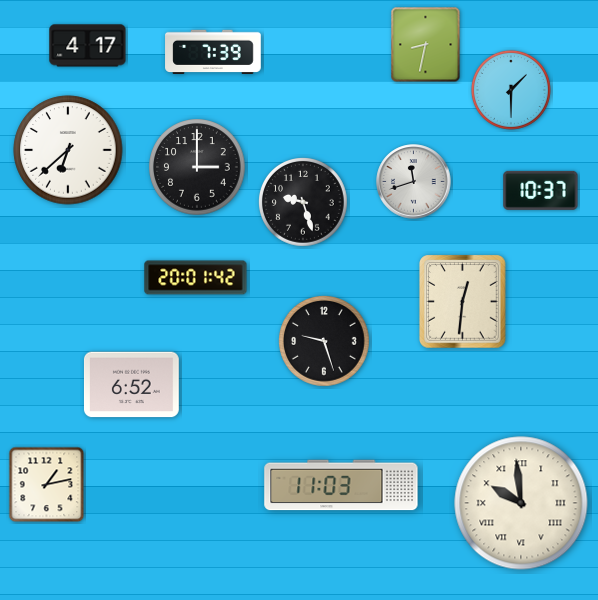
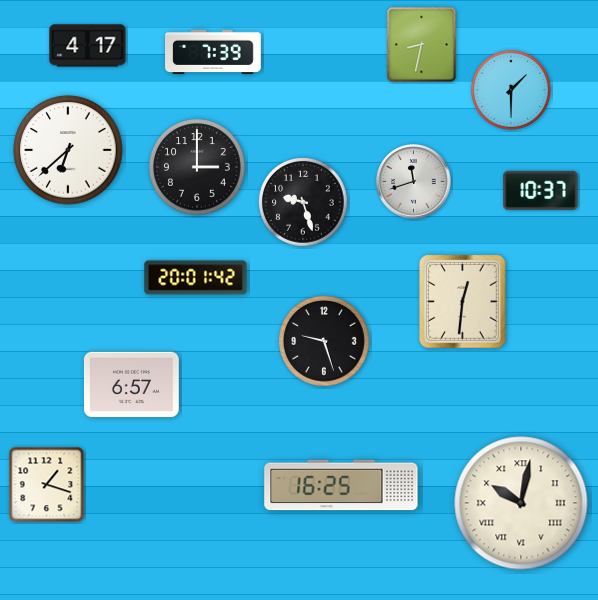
clock at (426, 45) position: (426, 45) -> (422, 45)
clock at (131, 385): 6:52 -> 6:57
clock at (47, 485): 1:13 -> 1:18
clock at (341, 485): 11:03 -> 16:25
clock at (521, 503): 9:59 -> 10:02
